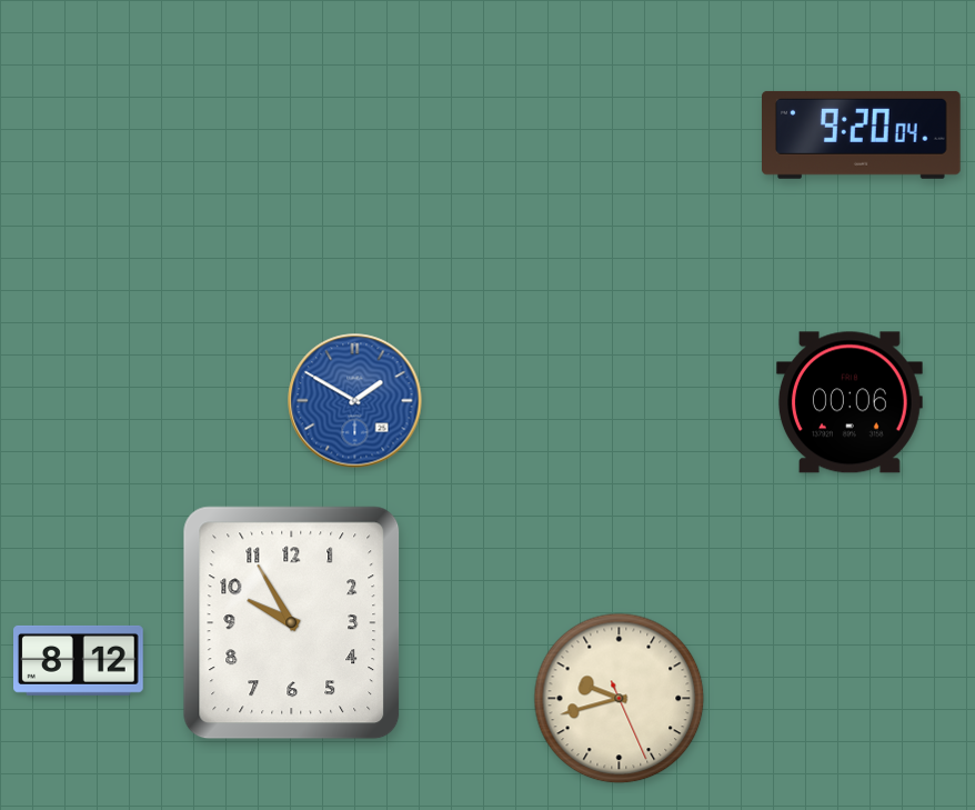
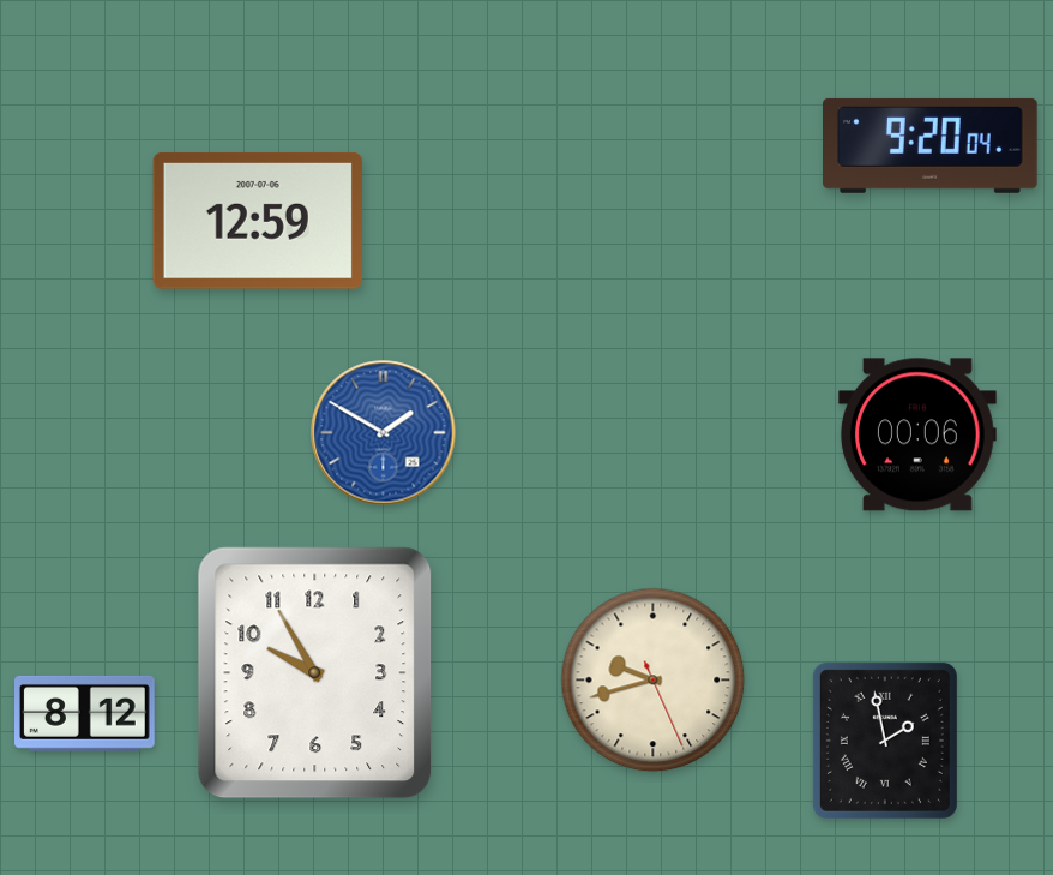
clock at (258, 221): none -> 12:59
clock at (885, 741): none -> 1:58
clock at (620, 699) position: (620, 699) -> (654, 681)
